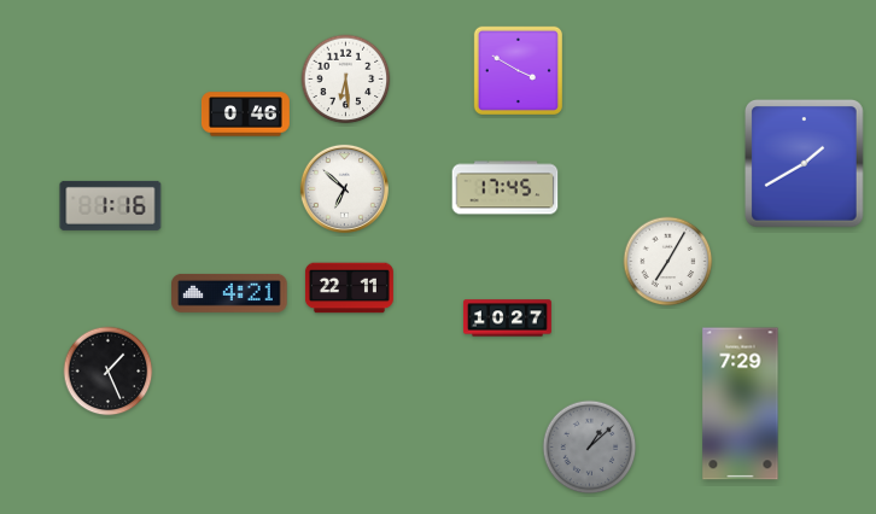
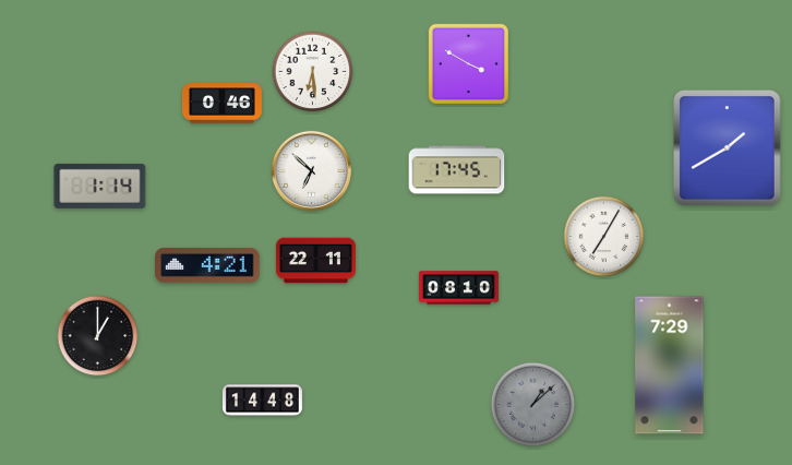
clock at (111, 205): 1:16 -> 1:14
clock at (507, 319): 10:27 -> 08:10
clock at (109, 372): 1:26 -> 1:00
clock at (262, 401): none -> 14:48
